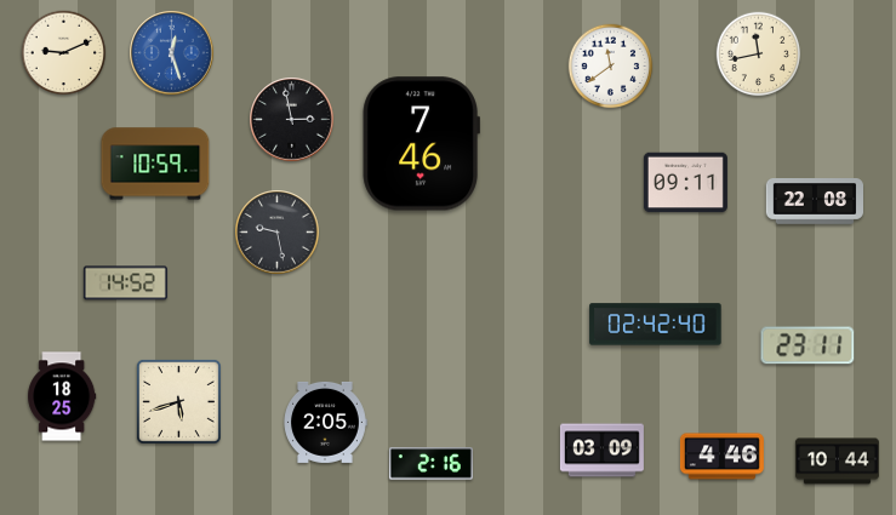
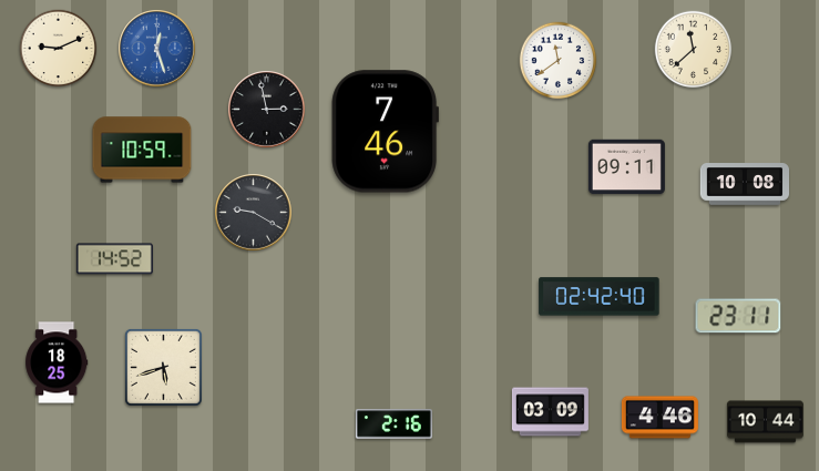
clock at (759, 55): 11:43 -> 11:38
clock at (814, 202): 22:08 -> 10:08
clock at (278, 233): 9:28 -> 9:20
clock at (325, 422): 2:05 -> none
